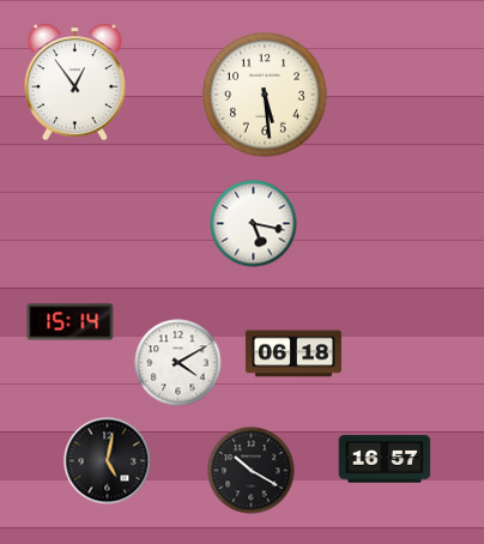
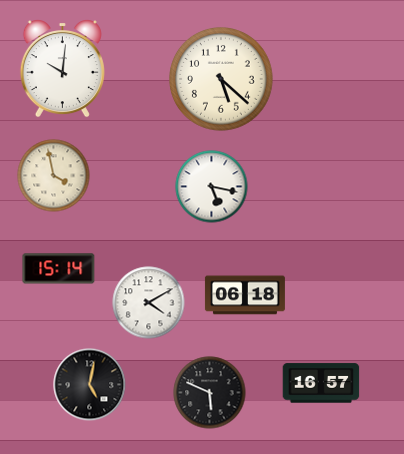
clock at (74, 83): 12:54 -> 10:01
clock at (266, 96): 5:29 -> 5:22
clock at (54, 176): none -> 3:58
clock at (252, 471): 10:20 -> 5:49
